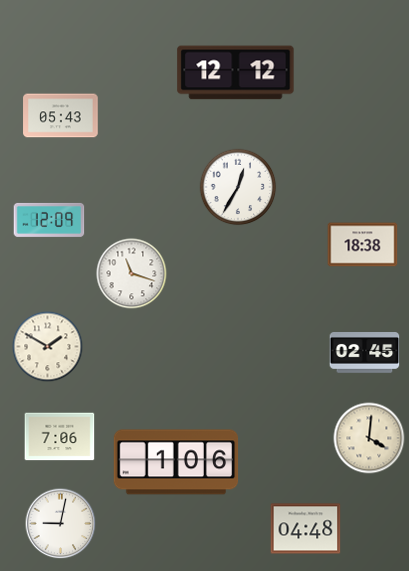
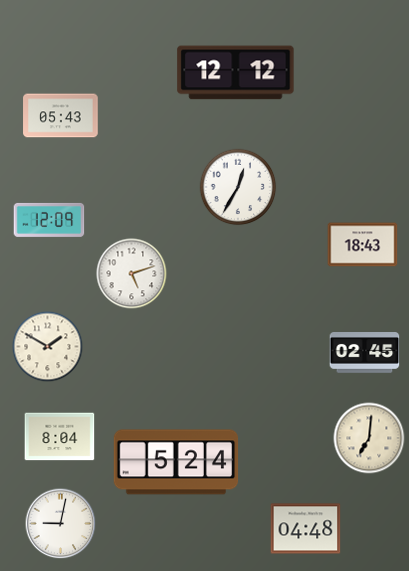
clock at (363, 245): 18:38 -> 18:43
clock at (132, 274): 11:18 -> 5:12
clock at (60, 437): 7:06 -> 8:04
clock at (369, 438): 4:01 -> 7:01
clock at (176, 462): 1:06 -> 5:24
